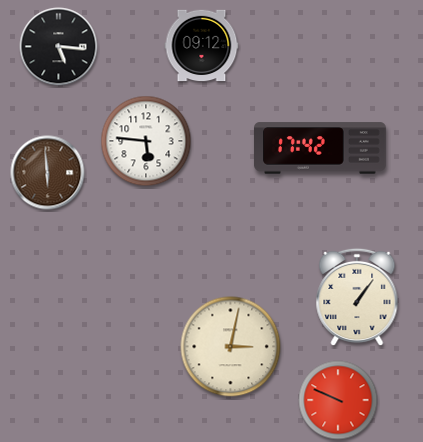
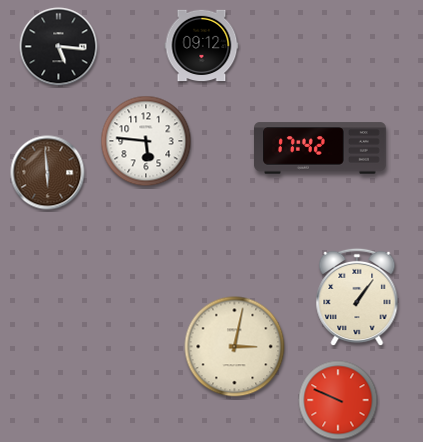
clock at (231, 347) position: (231, 347) -> (235, 347)
